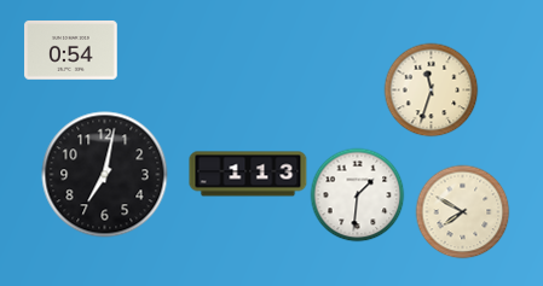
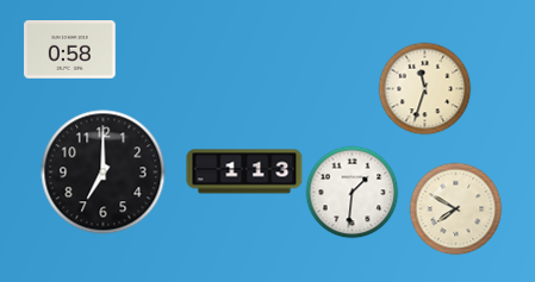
clock at (71, 51): 0:54 -> 0:58
clock at (105, 175): 7:02 -> 7:00
